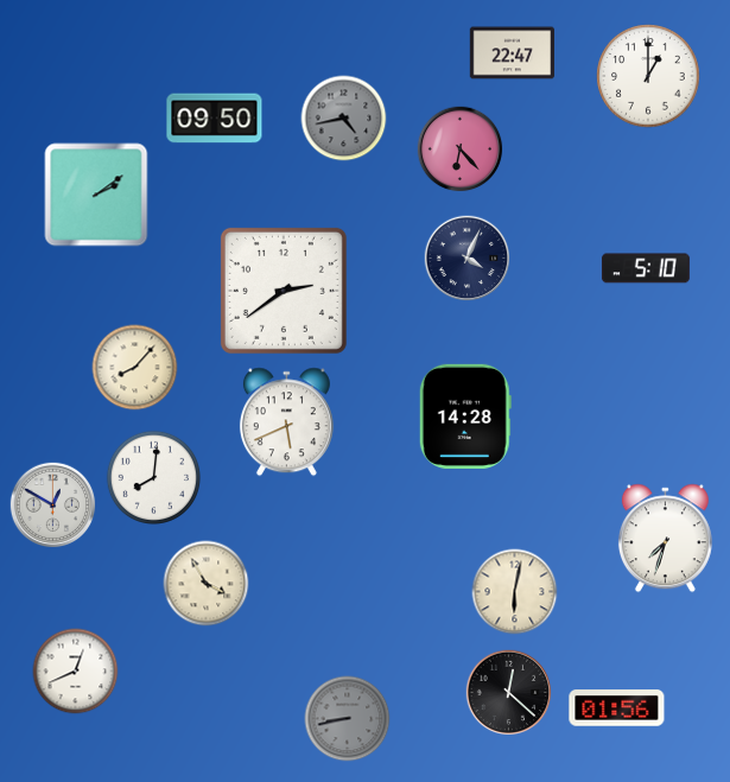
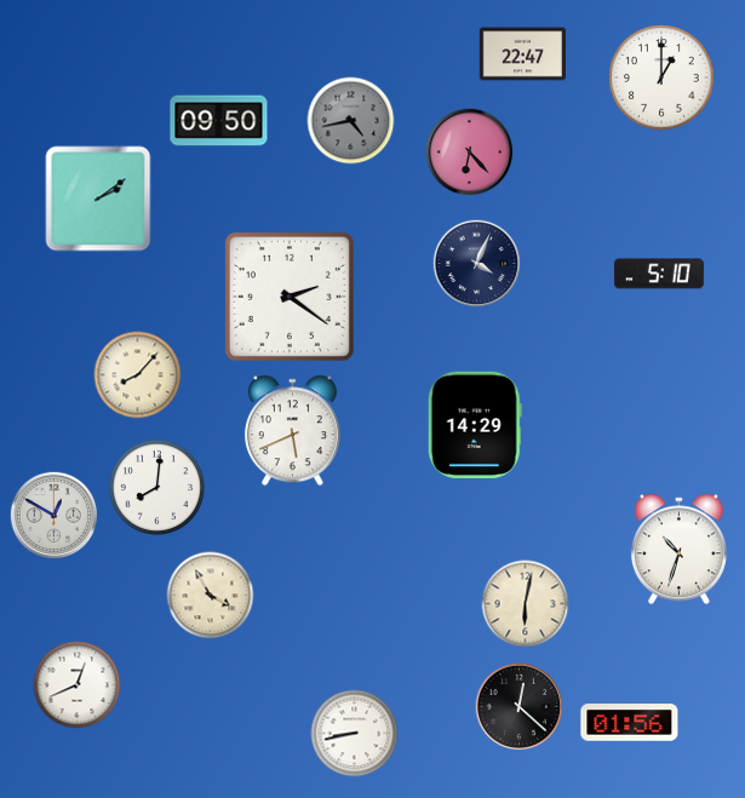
clock at (284, 291): 2:39 -> 2:21
clock at (465, 417): 14:28 -> 14:29
clock at (665, 539): 7:33 -> 10:33
clock at (348, 719) dial: grey -> white
